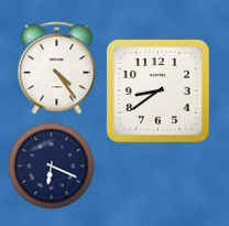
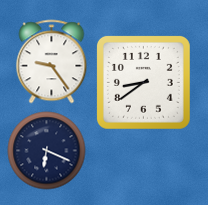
clock at (57, 67): 4:24 -> 9:24
